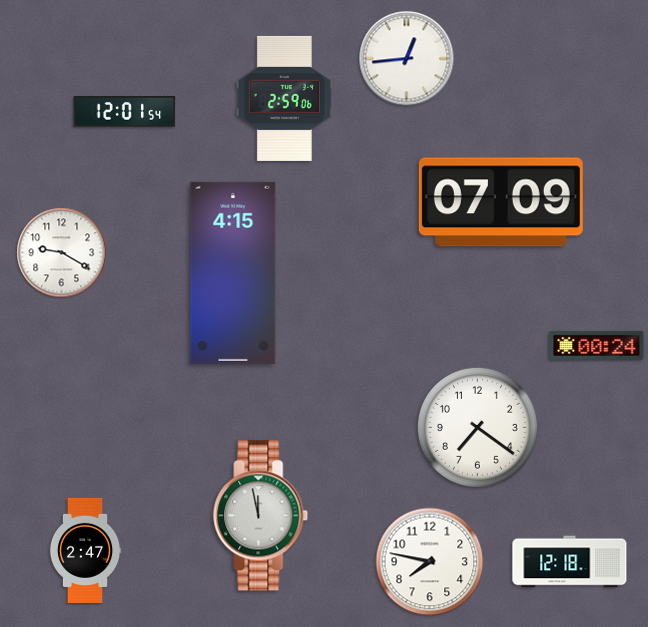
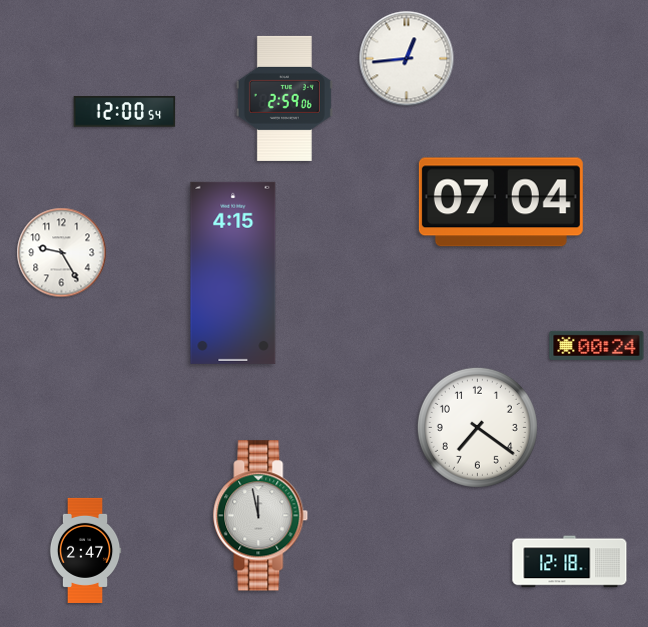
clock at (125, 112): 12:01 -> 12:00
clock at (501, 202): 07:09 -> 07:04
clock at (62, 253): 9:20 -> 9:25
clock at (430, 562): 7:47 -> none
